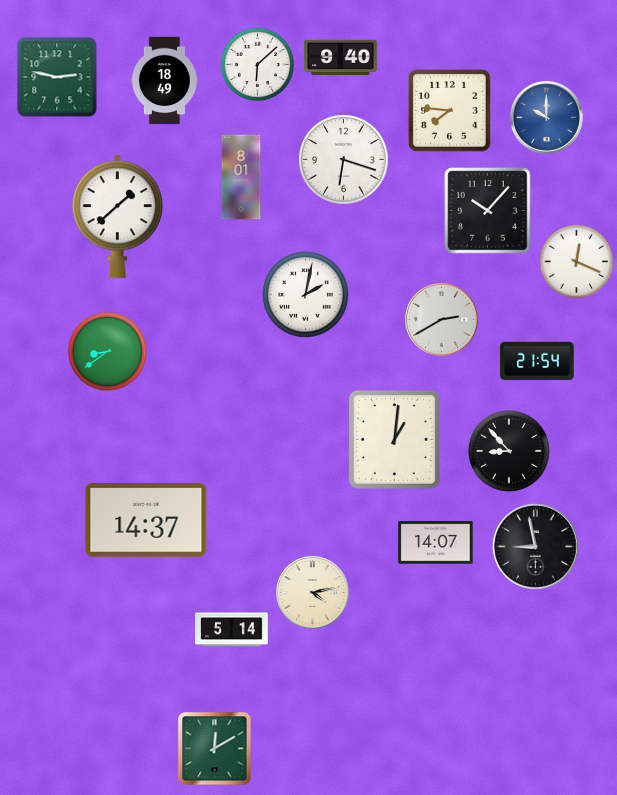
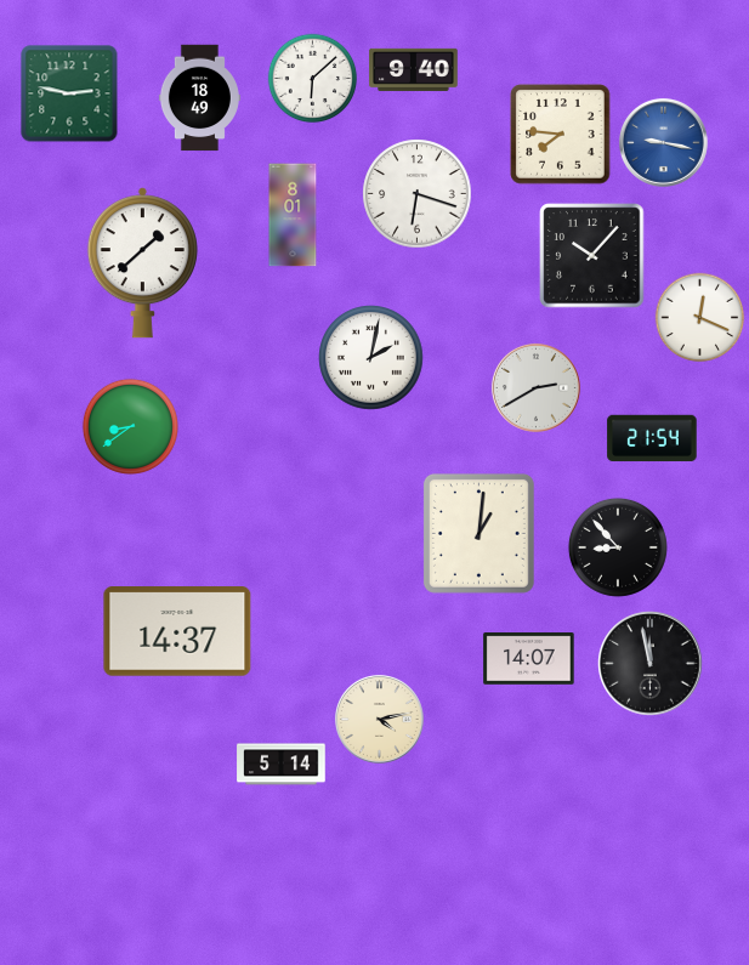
clock at (450, 111) position: (450, 111) -> (561, 135)
clock at (546, 117): 10:00 -> 9:17
clock at (536, 547): 8:58 -> 11:58
clock at (215, 749): 12:10 -> none
